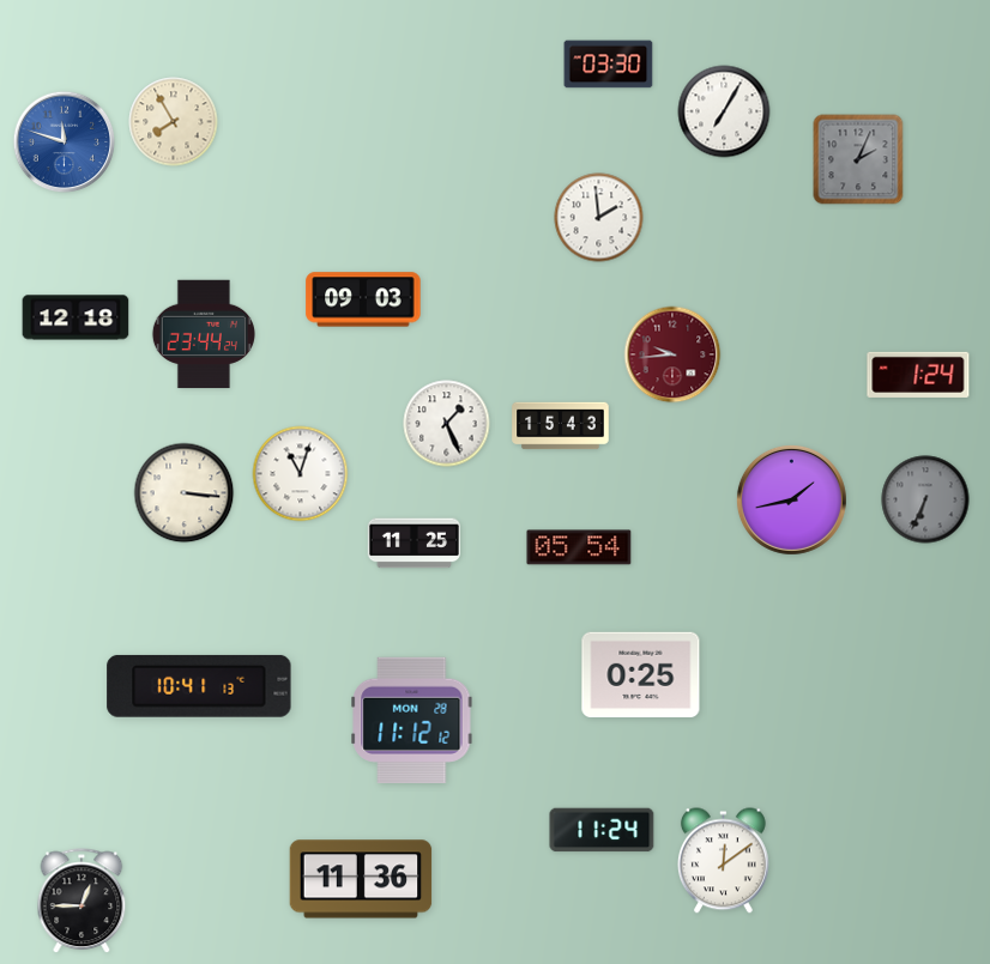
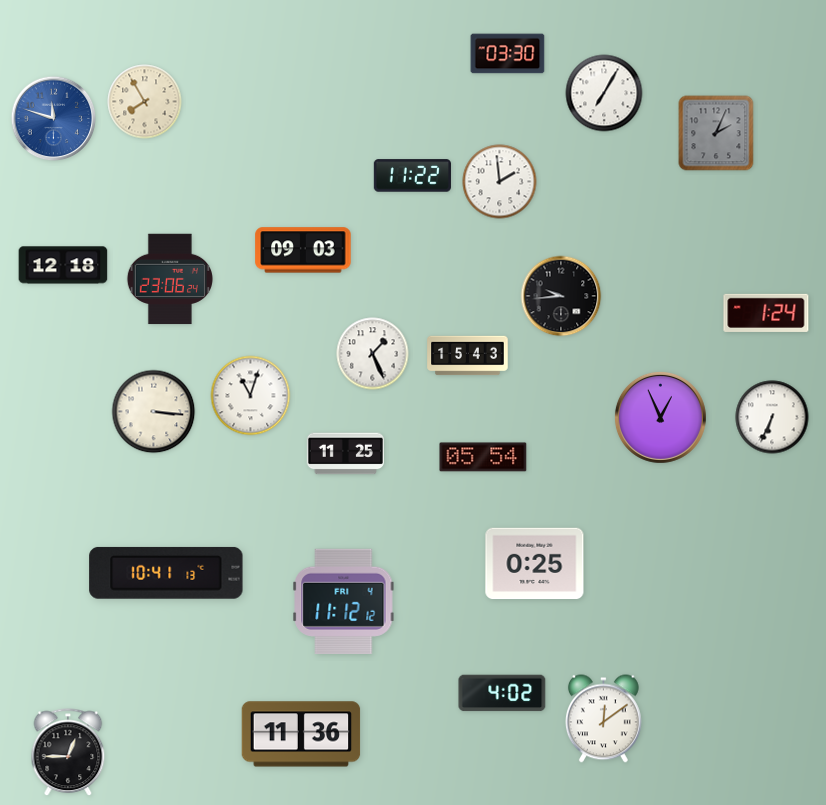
clock at (412, 176): none -> 11:22
clock at (204, 334): 23:44 -> 23:06
clock at (672, 354) dial: burgundy -> black
clock at (791, 499): 1:43 -> 12:56
clock at (925, 499) dial: grey -> white
clock at (412, 720) date: MON 28 -> FRI 4
clock at (602, 830): 11:24 -> 4:02
